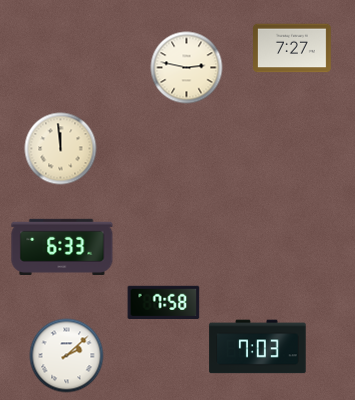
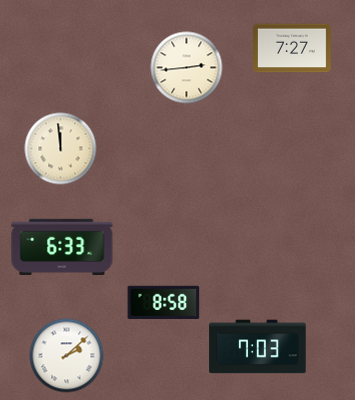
clock at (187, 68): 2:47 -> 2:44
clock at (164, 302): 7:58 -> 8:58
